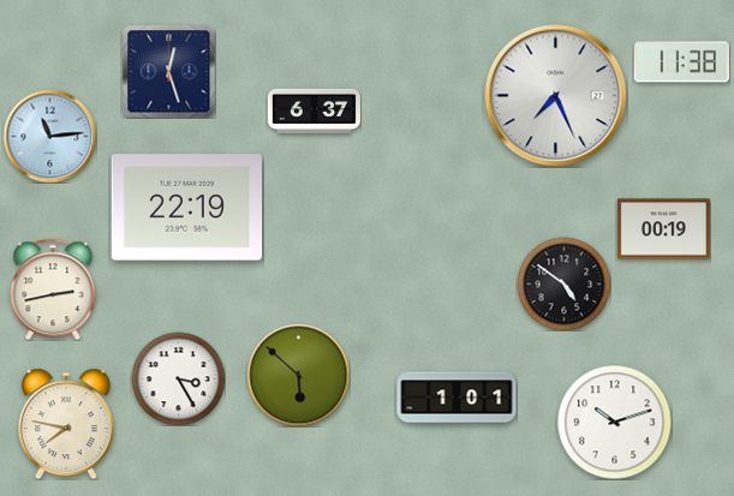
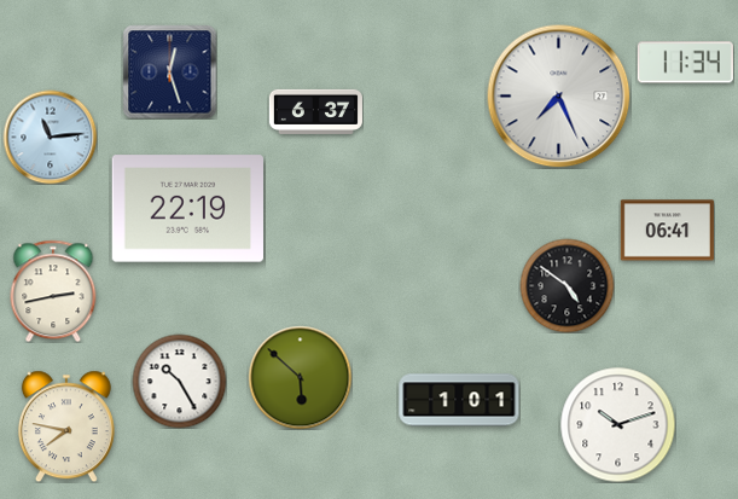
clock at (681, 62): 11:38 -> 11:34
clock at (663, 229): 00:19 -> 06:41
clock at (178, 378): 3:25 -> 10:25
